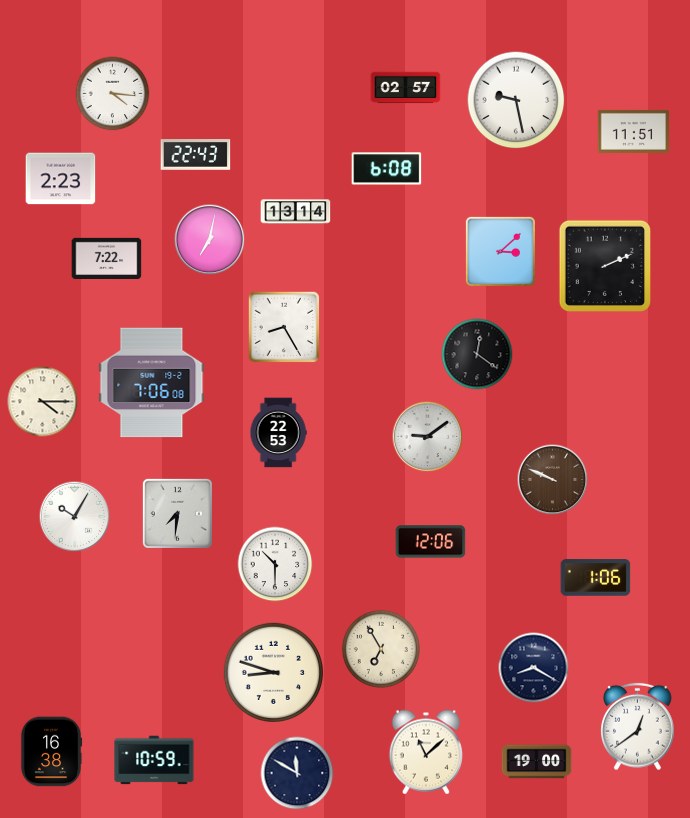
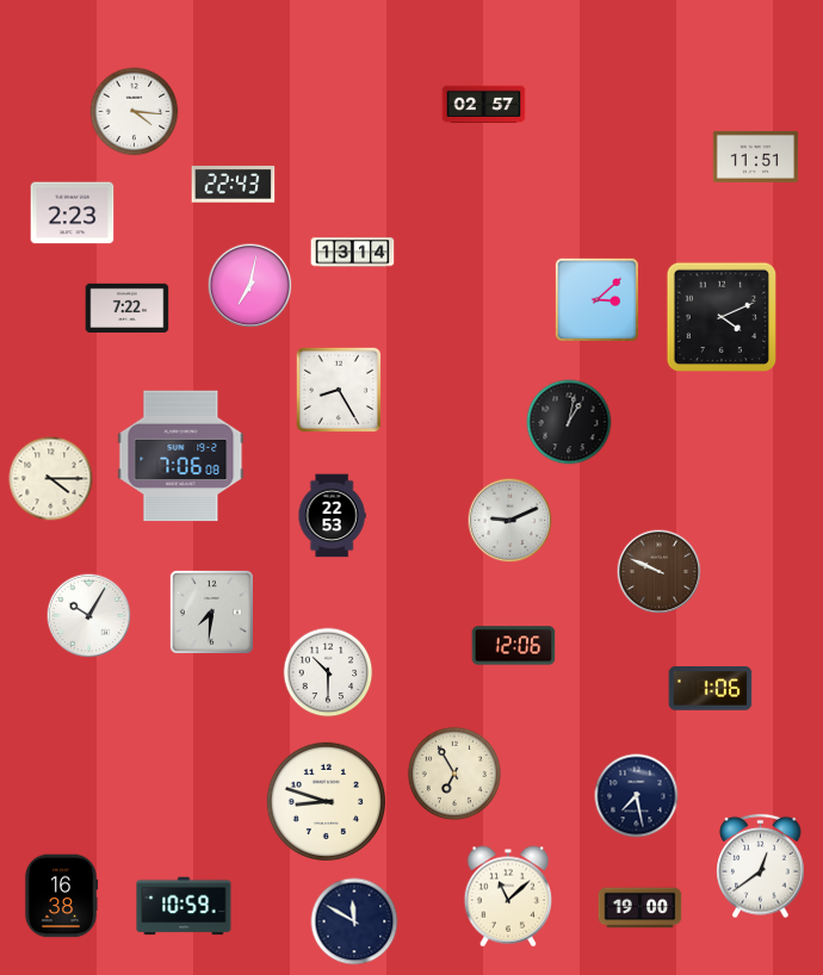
clock at (516, 100): 9:28 -> none
clock at (387, 169): 6:08 -> none
clock at (604, 265): 2:11 -> 4:11
clock at (477, 354): 12:21 -> 1:02
clock at (428, 437): 9:09 -> 9:11
clock at (534, 668): 8:20 -> 7:28
